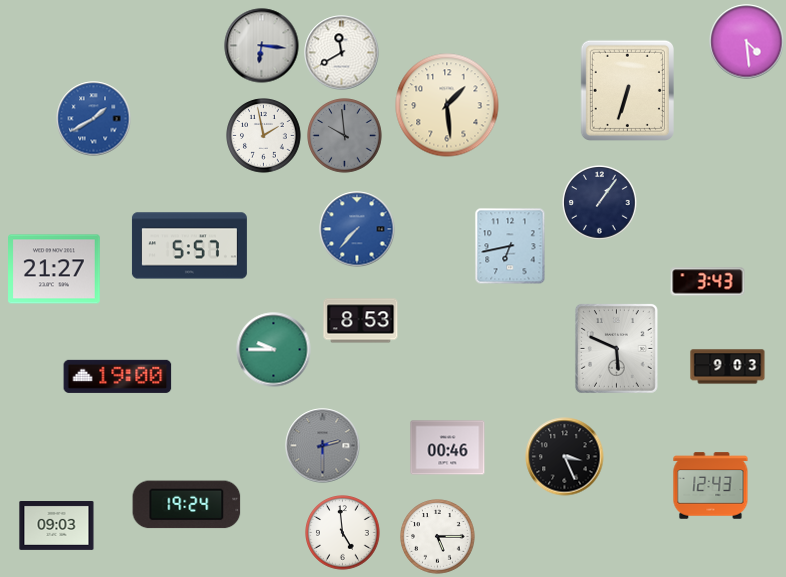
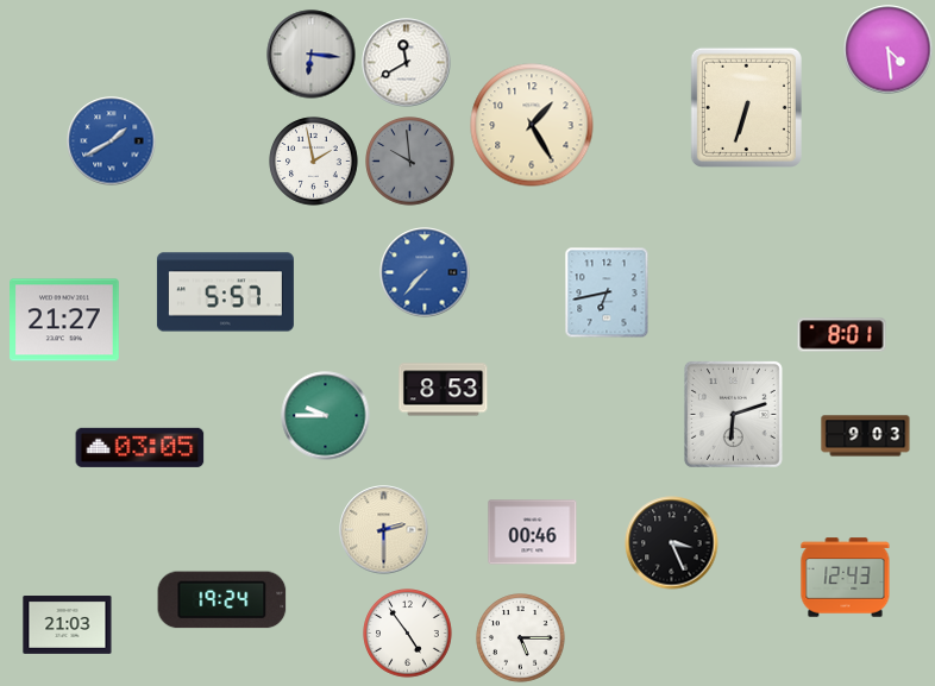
clock at (447, 105): 1:29 -> 1:25
clock at (600, 203): 1:06 -> none
clock at (708, 282): 3:43 -> 8:01
clock at (361, 321) position: (361, 321) -> (444, 390)
clock at (616, 348): 5:49 -> 6:12
clock at (118, 376): 19:00 -> 03:05
clock at (323, 446) dial: grey -> cream
clock at (57, 526): 09:03 -> 21:03
clock at (343, 533): 4:59 -> 4:54
